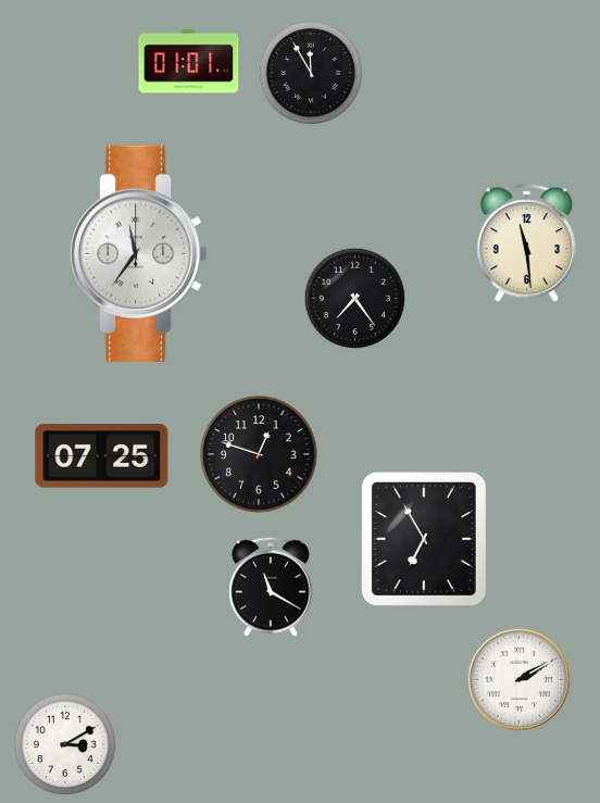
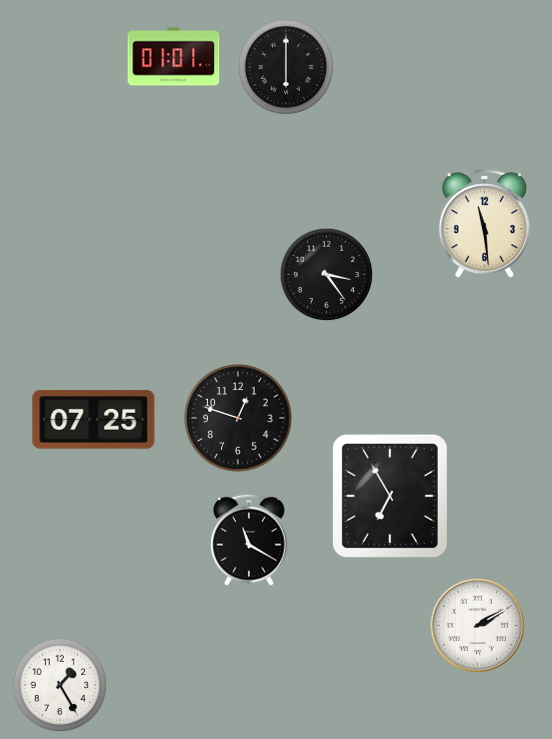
clock at (311, 73): 11:55 -> 6:00
clock at (138, 253): 11:36 -> none
clock at (355, 299): 7:24 -> 3:24
clock at (65, 744): 3:10 -> 1:25
